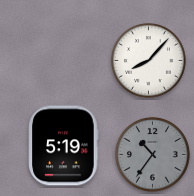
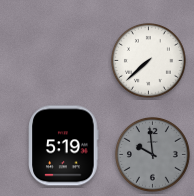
clock at (148, 60): 8:07 -> 7:38
clock at (152, 154): 10:36 -> 9:59
